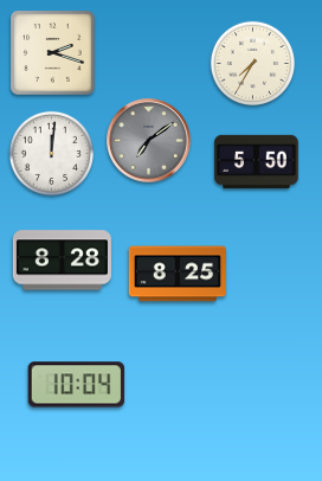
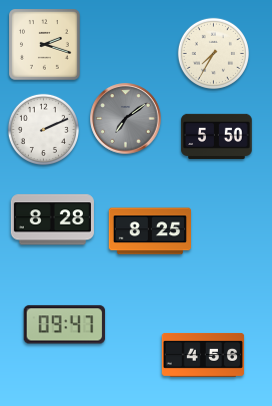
clock at (51, 153): 12:01 -> 2:11
clock at (77, 385): 10:04 -> 09:47
clock at (203, 355): none -> 4:56
